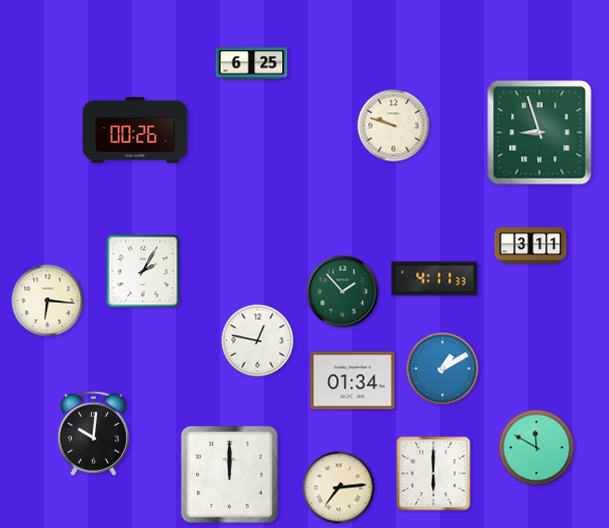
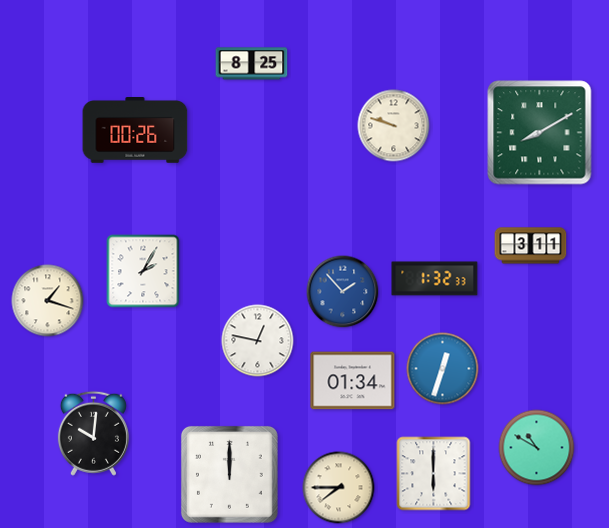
clock at (252, 64): 6:25 -> 8:25
clock at (540, 133): 8:57 -> 8:10
clock at (435, 279): 4:11 -> 1:32
clock at (343, 292) dial: green -> blue
clock at (48, 301): 6:16 -> 1:18
clock at (443, 369): 1:10 -> 12:33
clock at (537, 448): 11:50 -> 10:50
clock at (339, 488): 7:14 -> 7:45
